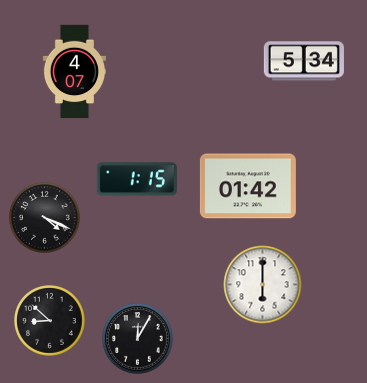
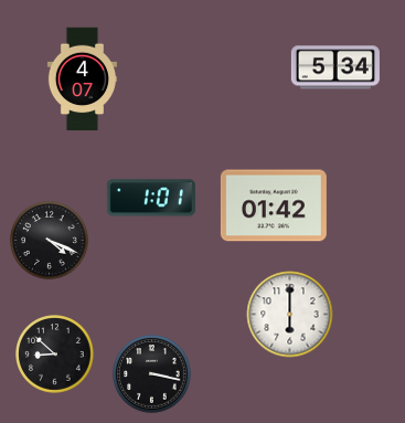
clock at (137, 179): 1:15 -> 1:01
clock at (138, 339): 12:05 -> 3:17
